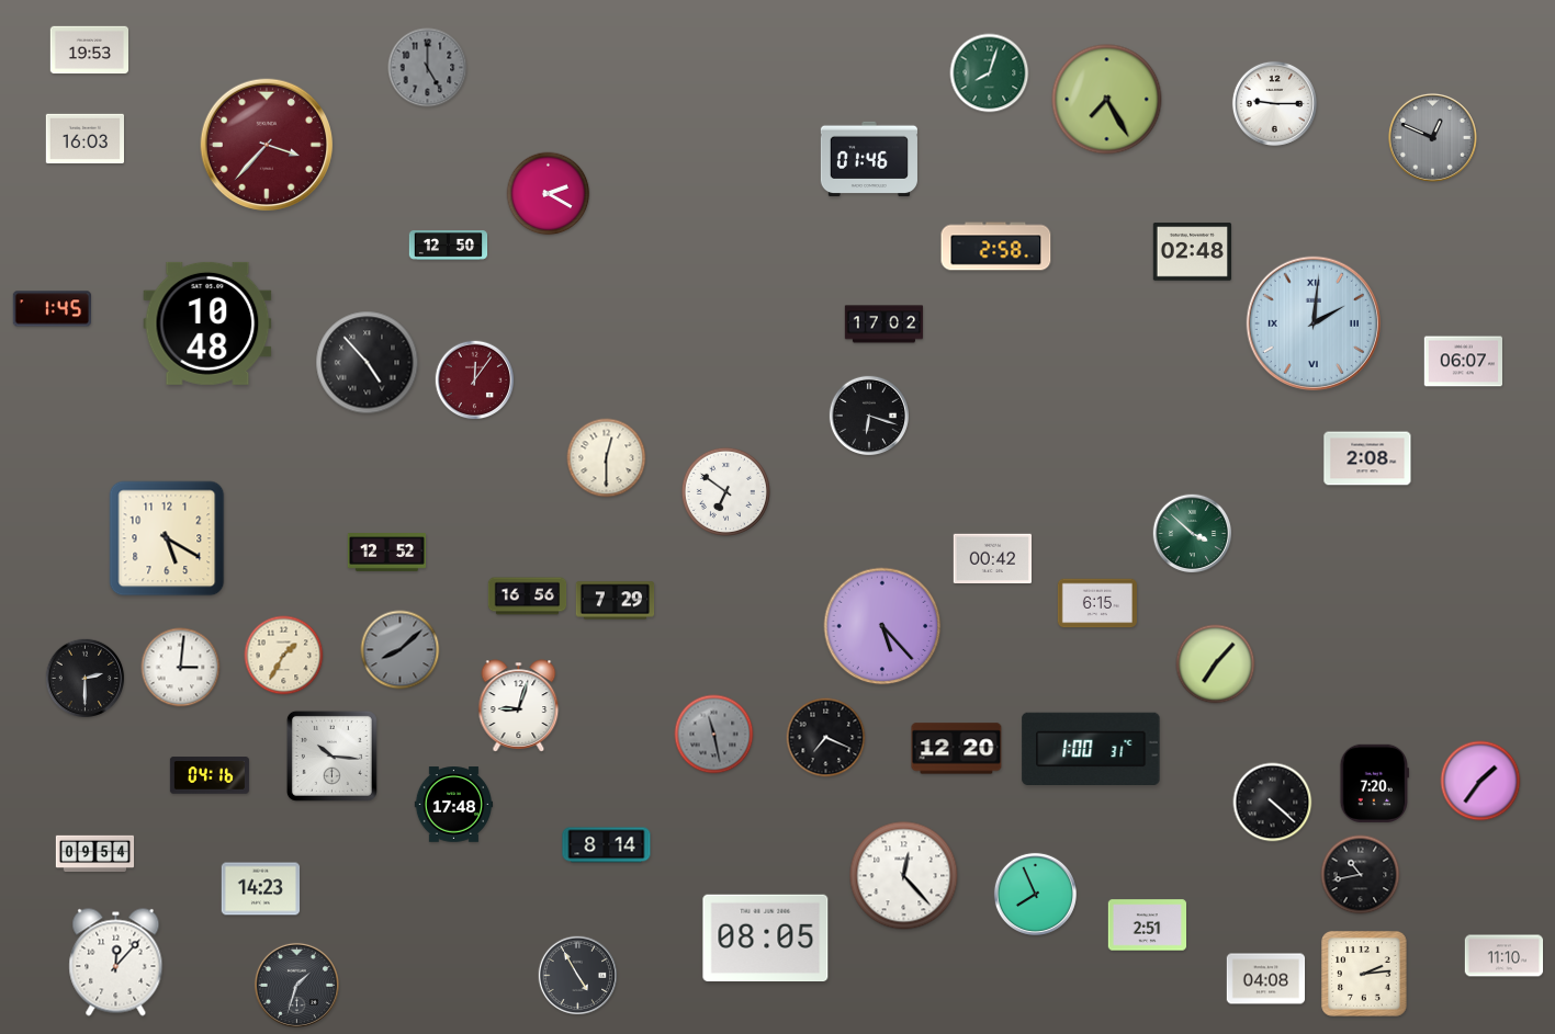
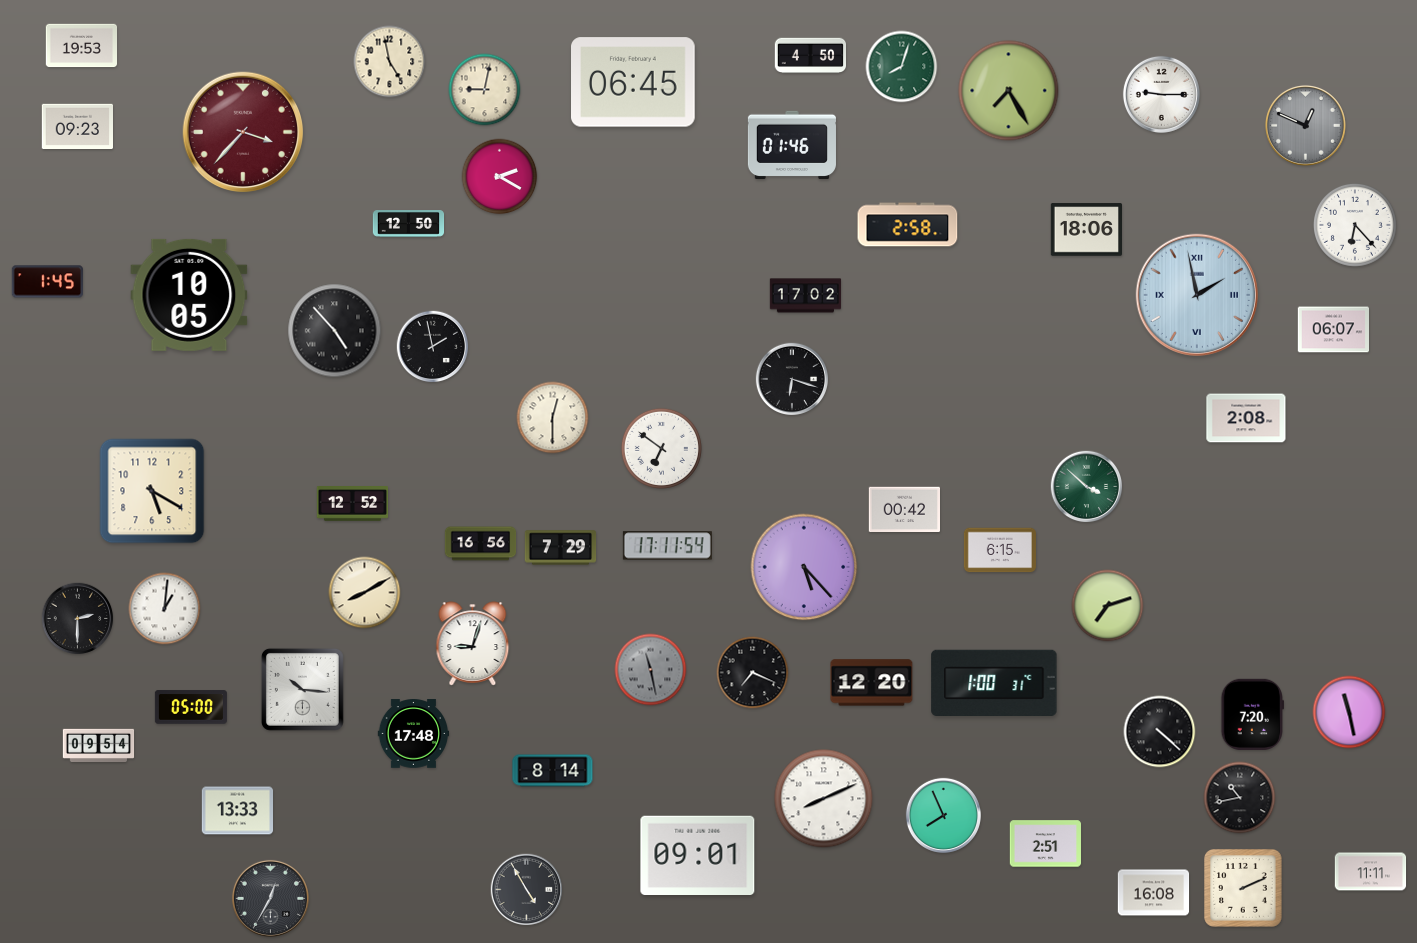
clock at (810, 55): none -> 4:50
clock at (428, 68): 5:00 -> 4:58
clock at (428, 68) dial: grey -> cream
clock at (634, 82): none -> 06:45
clock at (485, 90): none -> 9:02
clock at (84, 138): 16:03 -> 09:23
clock at (1355, 225): none -> 6:23
clock at (1192, 252): 02:48 -> 18:06
clock at (1312, 322): 2:01 -> 1:58
clock at (207, 323): 10:48 -> 10:05
clock at (475, 380): 12:06 -> 1:58
clock at (475, 380) dial: burgundy -> black
clock at (667, 546): none -> 17:11
clock at (882, 626) position: (882, 626) -> (804, 567)
clock at (401, 650): 8:08 -> 8:10
clock at (401, 650) dial: grey -> cream
clock at (284, 656): 1:35 -> none
clock at (1216, 664): 7:07 -> 7:12
clock at (181, 668): 3:01 -> 1:01
clock at (210, 775): 04:16 -> 05:00
clock at (1480, 781): 1:36 -> 11:28
clock at (95, 854) position: (95, 854) -> (99, 746)
clock at (904, 876): 12:23 -> 8:11
clock at (261, 889): 14:23 -> 13:33
clock at (766, 939): 08:05 -> 09:01
clock at (1505, 956): 11:10 -> 11:11
clock at (116, 963): 12:07 -> none
clock at (1364, 974): 2:14 -> 2:11
clock at (1266, 979): 04:08 -> 16:08
clock at (296, 985): 1:33 -> 12:35
